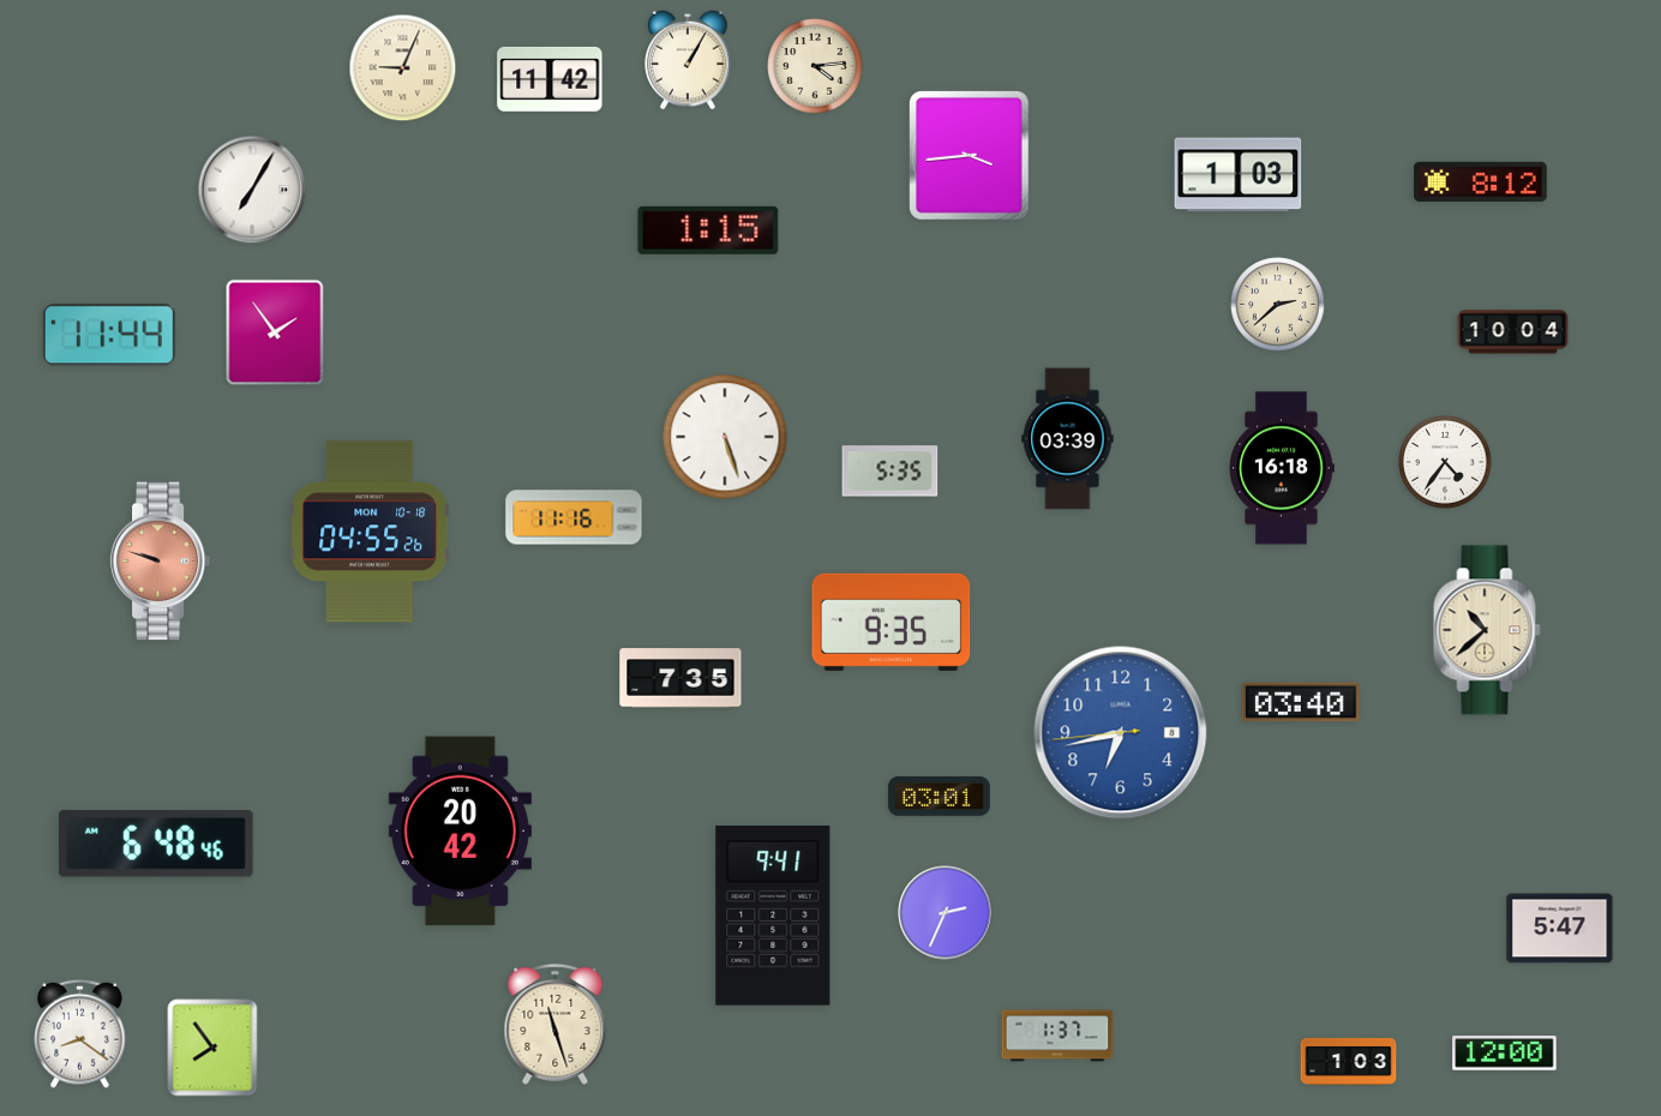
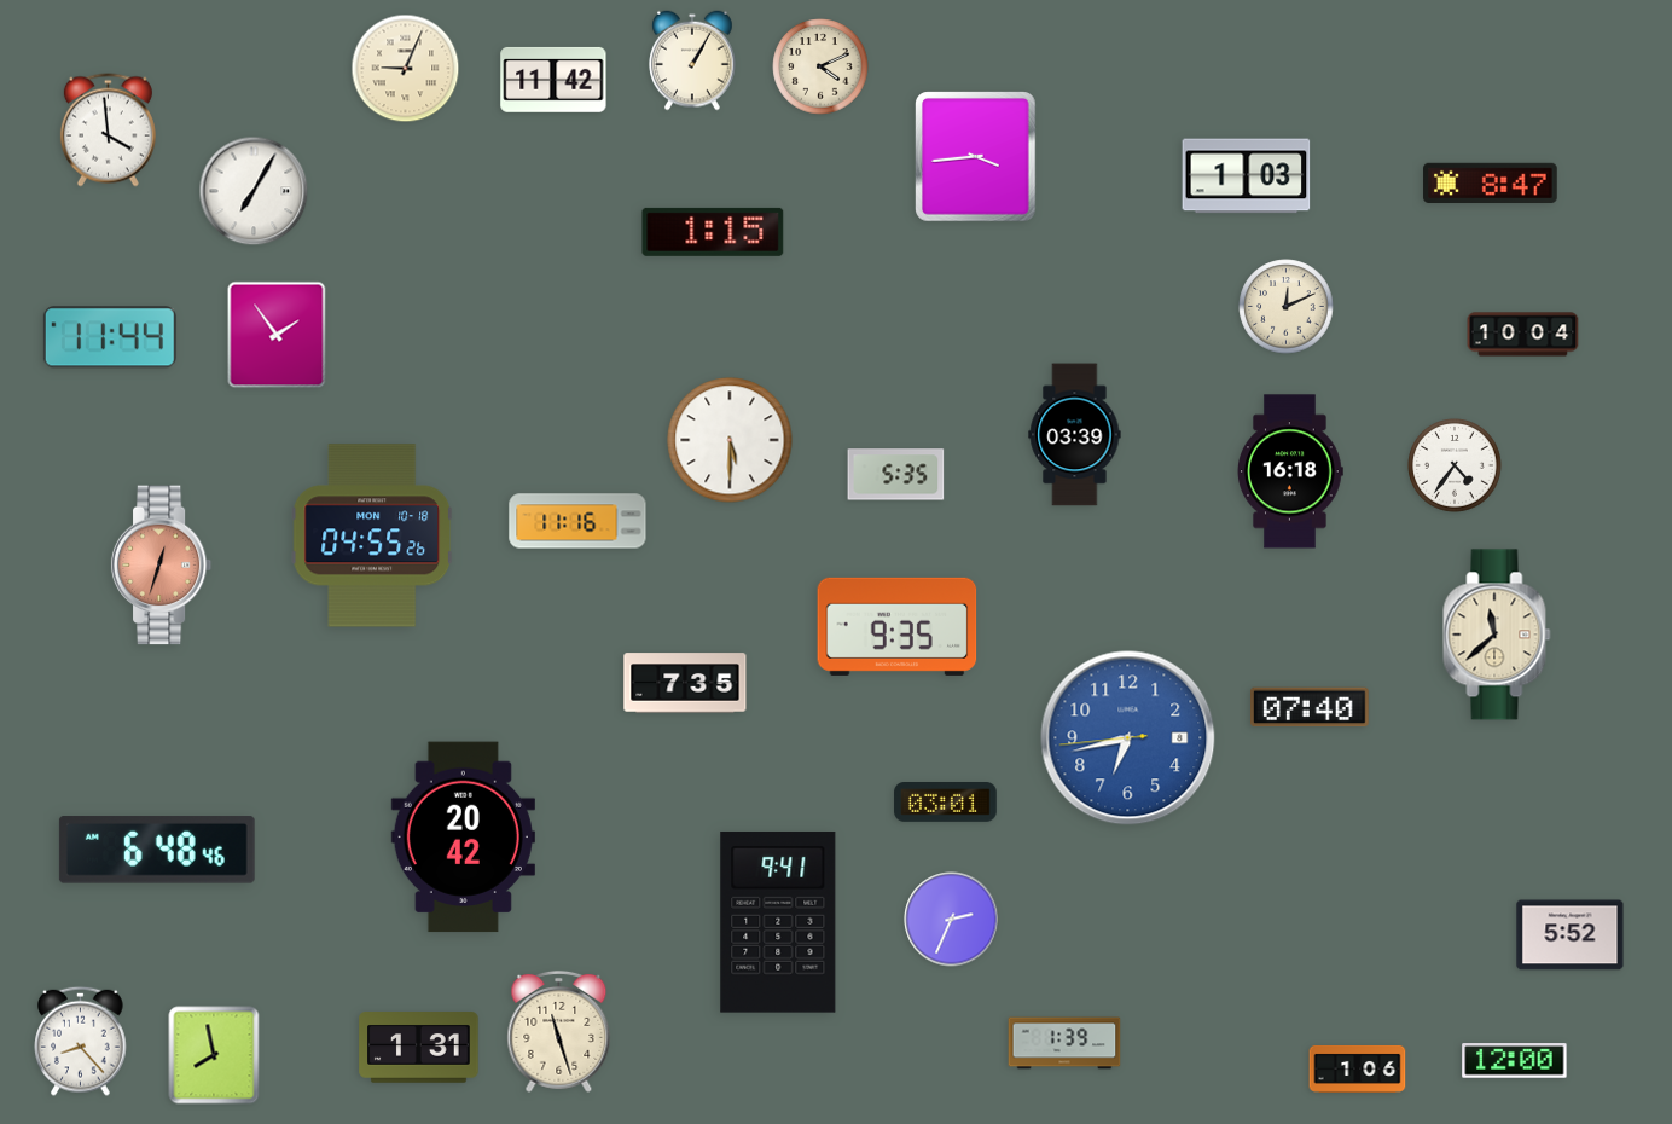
clock at (815, 66): 4:14 -> 4:11
clock at (108, 131): none -> 3:59
clock at (1481, 182): 8:12 -> 8:47
clock at (1278, 305): 2:38 -> 12:11
clock at (725, 437): 5:27 -> 5:30
clock at (1068, 439) position: (1068, 439) -> (1075, 435)
clock at (161, 562): 9:48 -> 12:33
clock at (1487, 630): 10:38 -> 11:38
clock at (1302, 702): 03:40 -> 07:40
clock at (1560, 929): 5:47 -> 5:52
clock at (80, 1033): 8:21 -> 8:23
clock at (1057, 1036): 1:37 -> 1:39
clock at (419, 1048): none -> 1:31
clock at (212, 1048): 7:54 -> 7:58
clock at (1349, 1061): 1:03 -> 1:06
